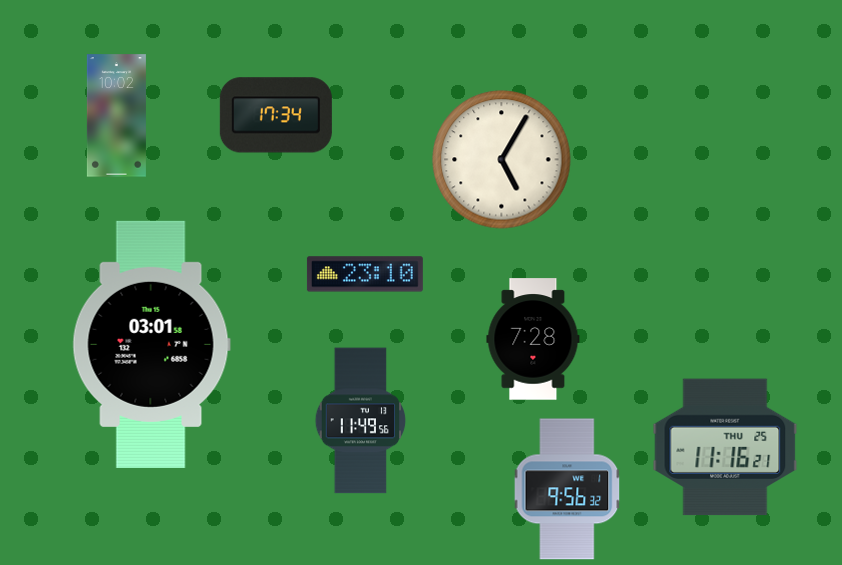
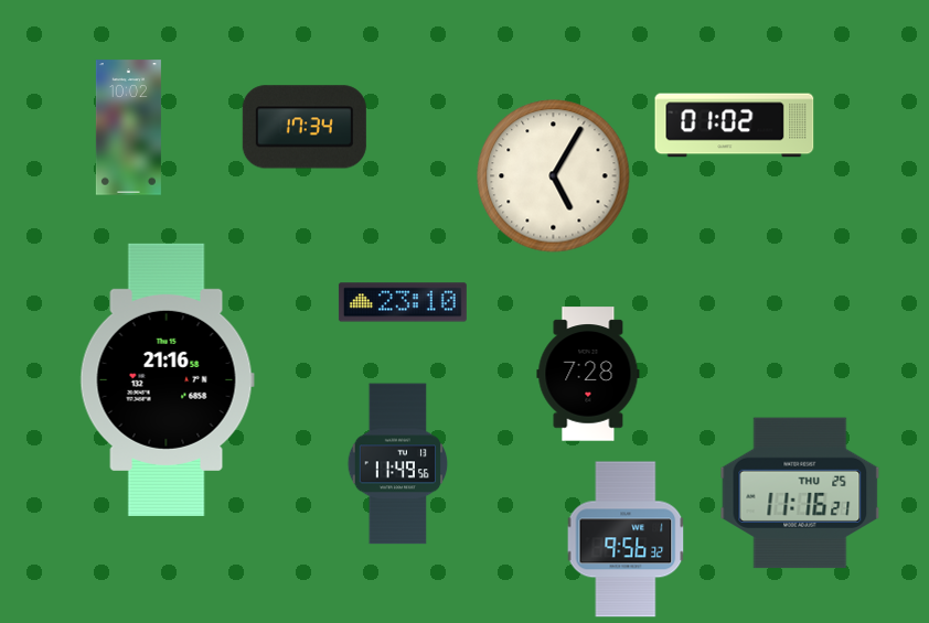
clock at (735, 126): none -> 01:02
clock at (151, 344): 03:01 -> 21:16
